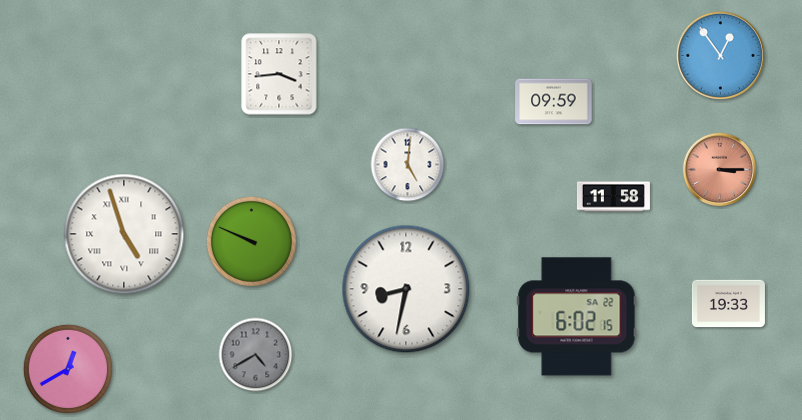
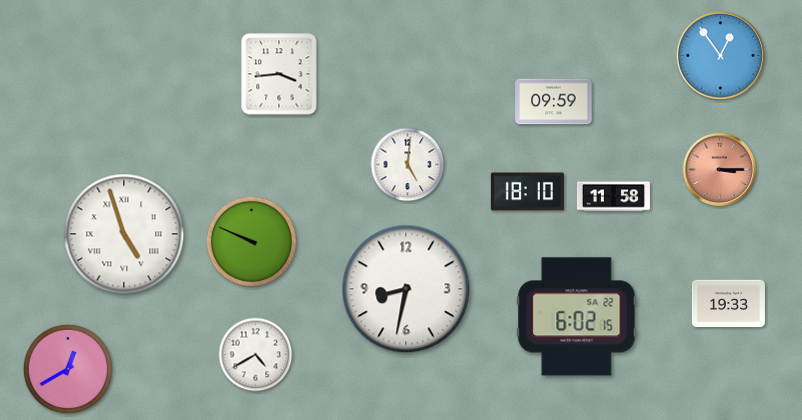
clock at (527, 192): none -> 18:10
clock at (256, 355) dial: grey -> white
